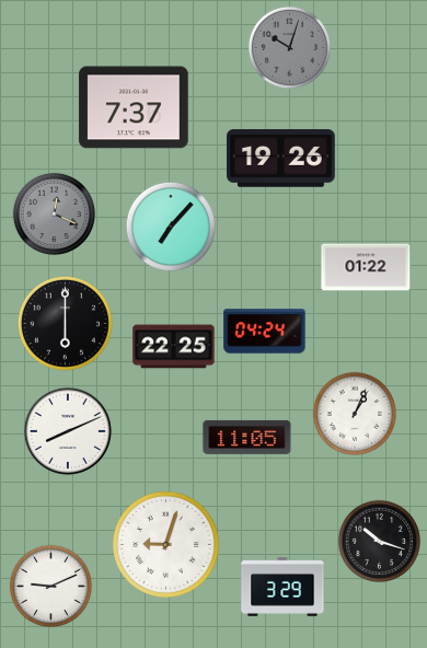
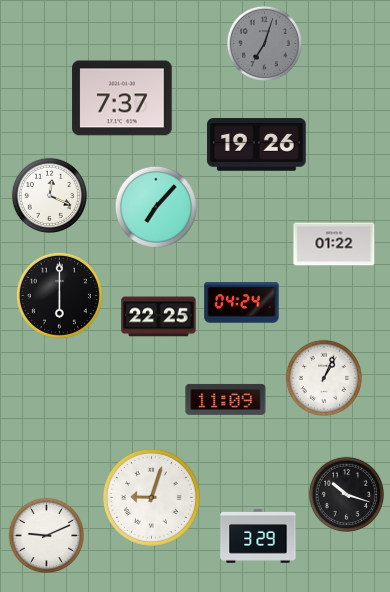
clock at (289, 47): 10:03 -> 7:03
clock at (54, 213) dial: grey -> white
clock at (68, 431): 8:11 -> none
clock at (247, 437): 11:05 -> 11:09
